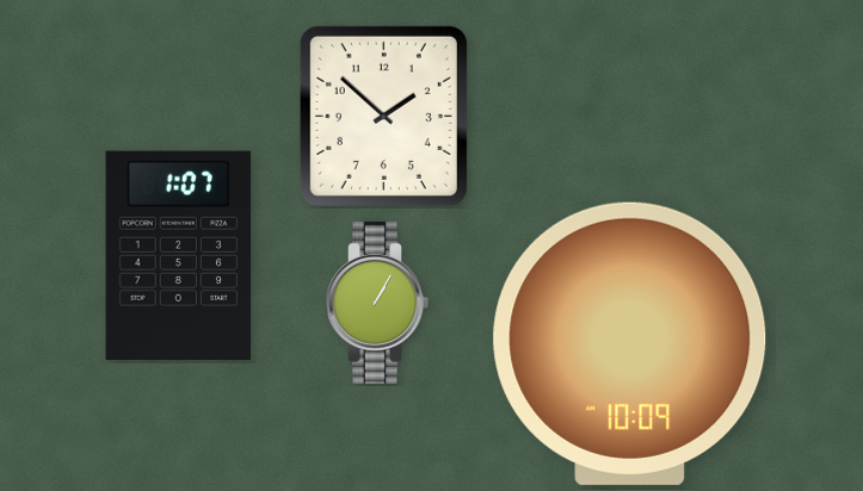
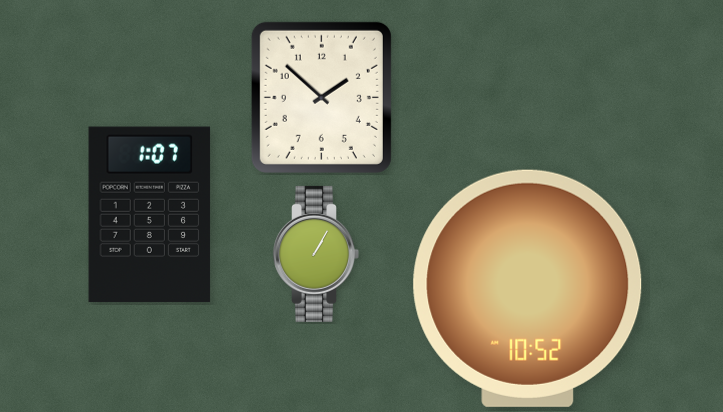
clock at (630, 343): 10:09 -> 10:52
